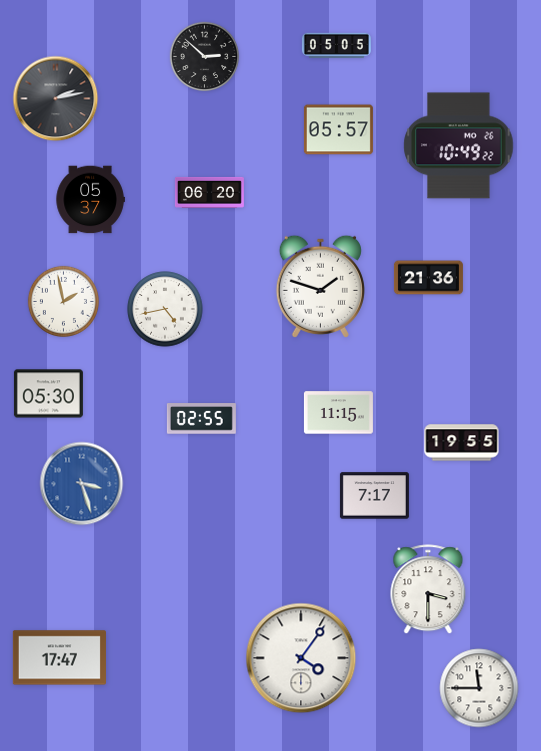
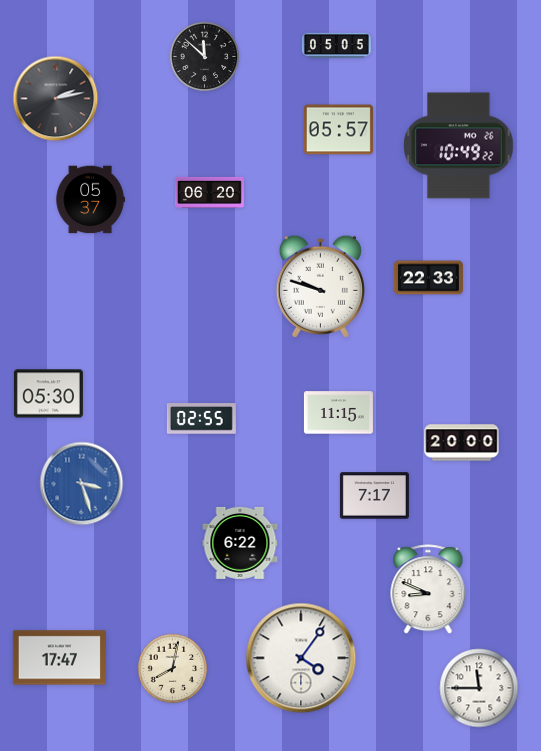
clock at (205, 57): 2:52 -> 11:52
clock at (428, 278): 21:36 -> 22:33
clock at (320, 286): 1:48 -> 9:48
clock at (63, 301): 1:58 -> none
clock at (165, 309): 4:43 -> none
clock at (462, 443): 19:55 -> 20:00
clock at (240, 543): none -> 6:22
clock at (428, 590): 3:30 -> 8:49
clock at (173, 669): none -> 8:02
